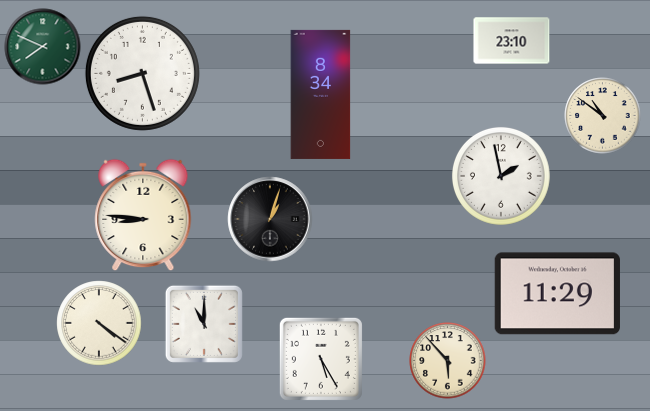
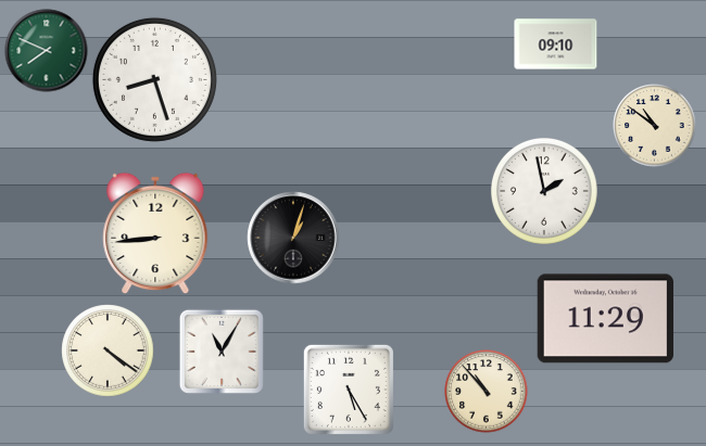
clock at (512, 41): 23:10 -> 09:10
clock at (321, 94): 8:34 -> none
clock at (143, 215): 8:46 -> 8:44
clock at (204, 324): 11:00 -> 11:05
clock at (448, 361): 5:53 -> 10:53
